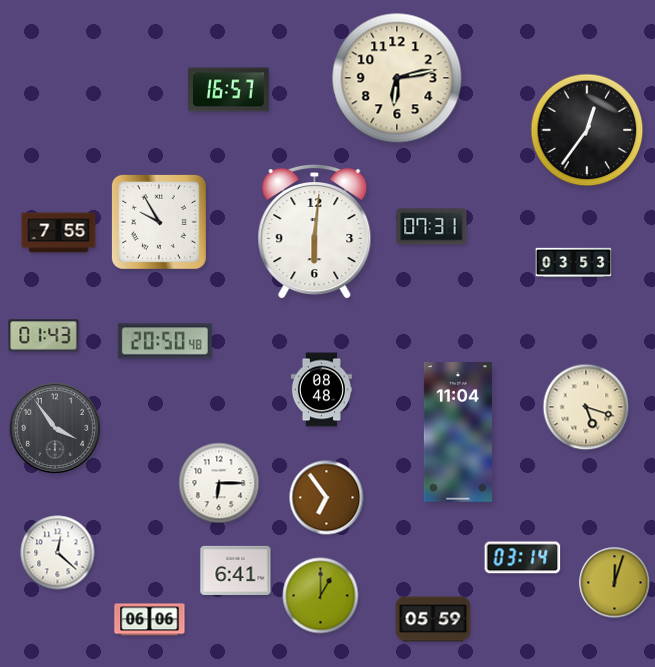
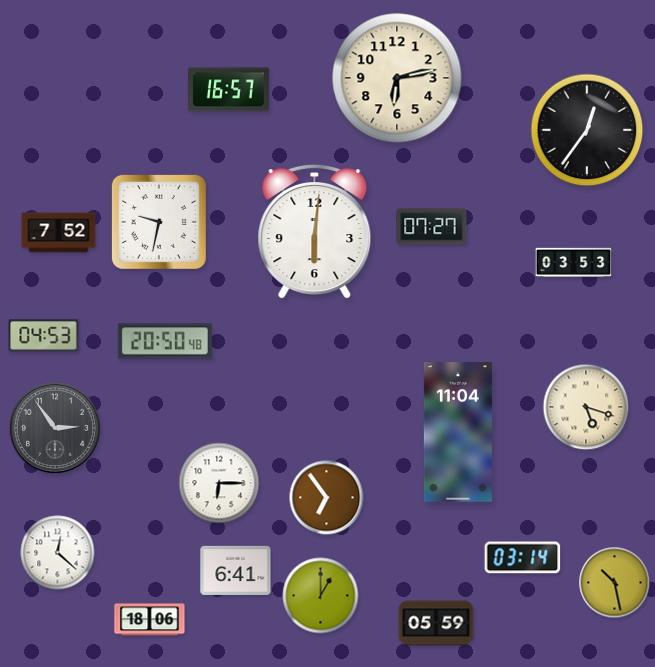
clock at (159, 222): 9:55 -> 9:32
clock at (432, 227): 07:31 -> 07:27
clock at (59, 233): 7:55 -> 7:52
clock at (44, 336): 01:43 -> 04:53
clock at (321, 390): 08:48 -> none
clock at (55, 428): 3:54 -> 2:54
clock at (615, 583): 12:03 -> 10:28
clock at (433, 619) position: (433, 619) -> (436, 623)
clock at (150, 620): 06:06 -> 18:06
